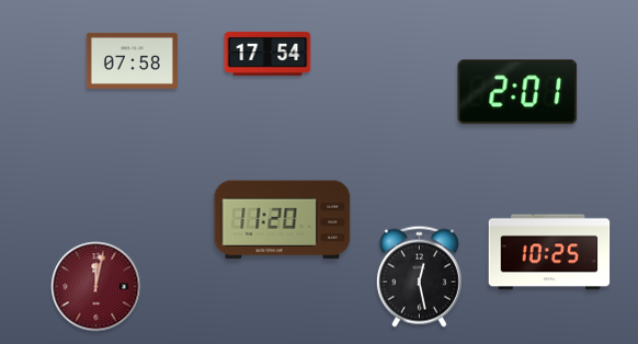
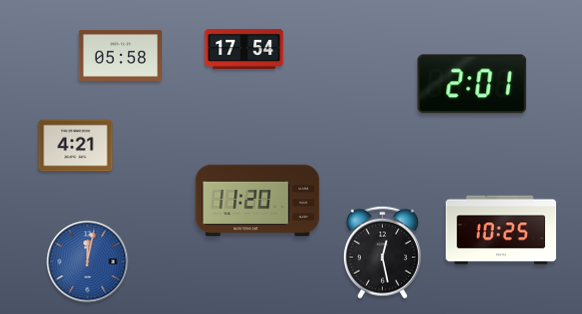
clock at (132, 60): 07:58 -> 05:58
clock at (76, 146): none -> 4:21
clock at (96, 287) dial: burgundy -> blue
